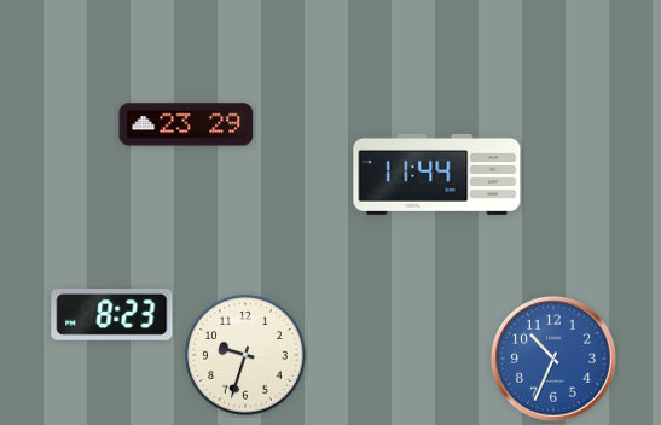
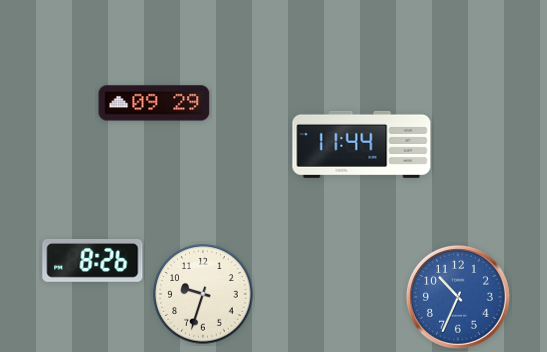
clock at (186, 124): 23:29 -> 09:29
clock at (112, 314): 8:23 -> 8:26
